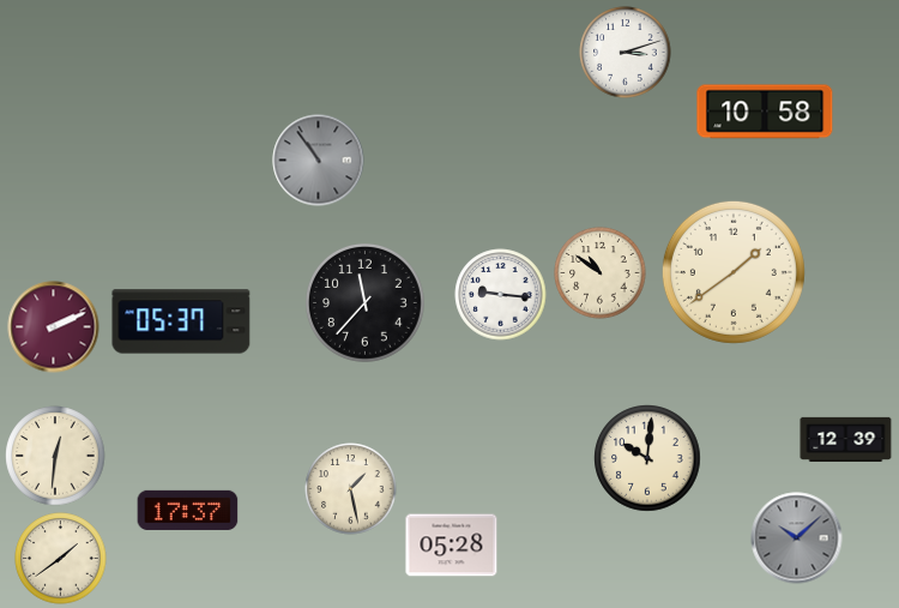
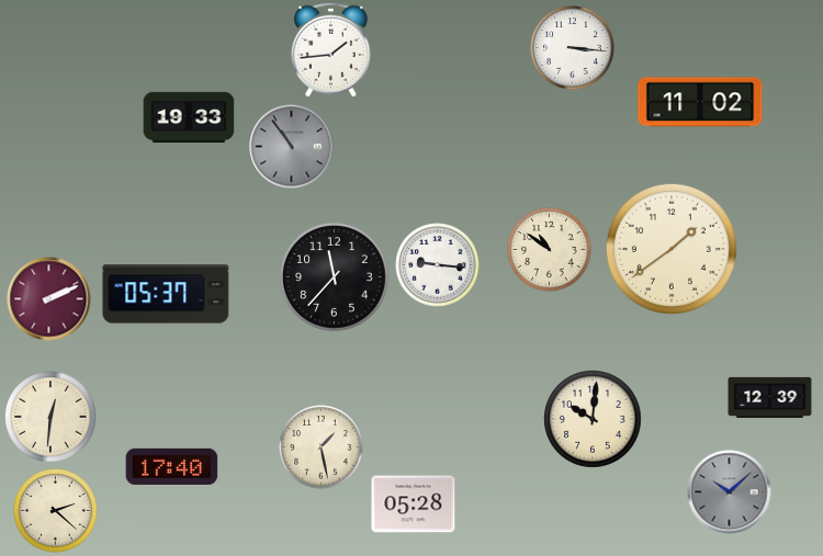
clock at (626, 53): 3:12 -> 3:16
clock at (330, 49): none -> 1:44
clock at (765, 112): 10:58 -> 11:02
clock at (189, 117): none -> 19:33
clock at (501, 295) position: (501, 295) -> (438, 265)
clock at (846, 439) position: (846, 439) -> (770, 397)
clock at (188, 510): 17:37 -> 17:40
clock at (452, 546) position: (452, 546) -> (414, 504)
clock at (61, 559): 1:39 -> 2:22
